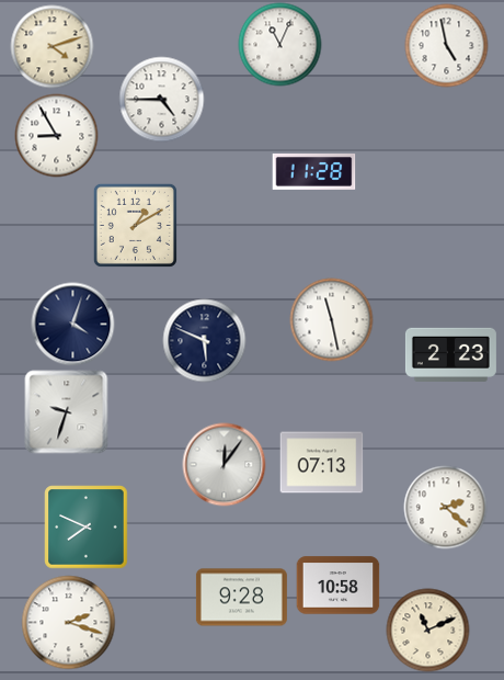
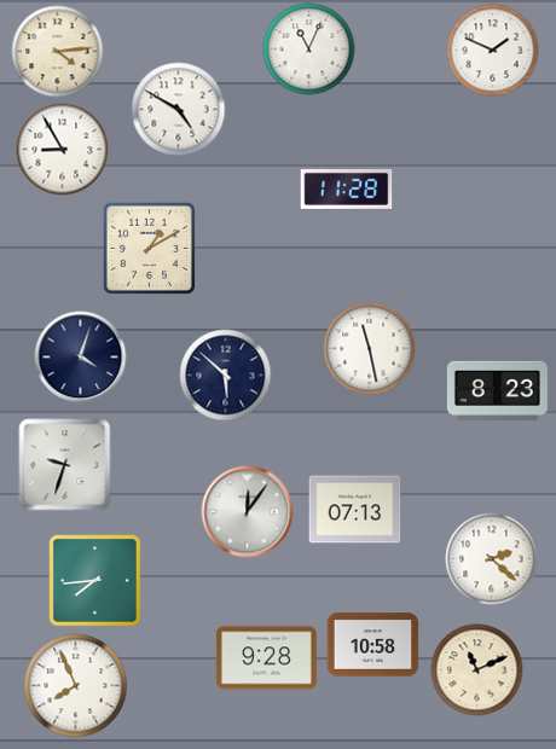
clock at (447, 46): 4:58 -> 1:49
clock at (53, 47): 4:12 -> 4:14
clock at (162, 100): 4:45 -> 4:50
clock at (332, 320) position: (332, 320) -> (370, 349)
clock at (205, 341): 5:49 -> 5:52
clock at (450, 354): 2:23 -> 8:23
clock at (67, 412) position: (67, 412) -> (65, 465)
clock at (87, 528): 7:49 -> 7:44
clock at (69, 623): 2:18 -> 7:56
clock at (428, 631) position: (428, 631) -> (477, 670)
